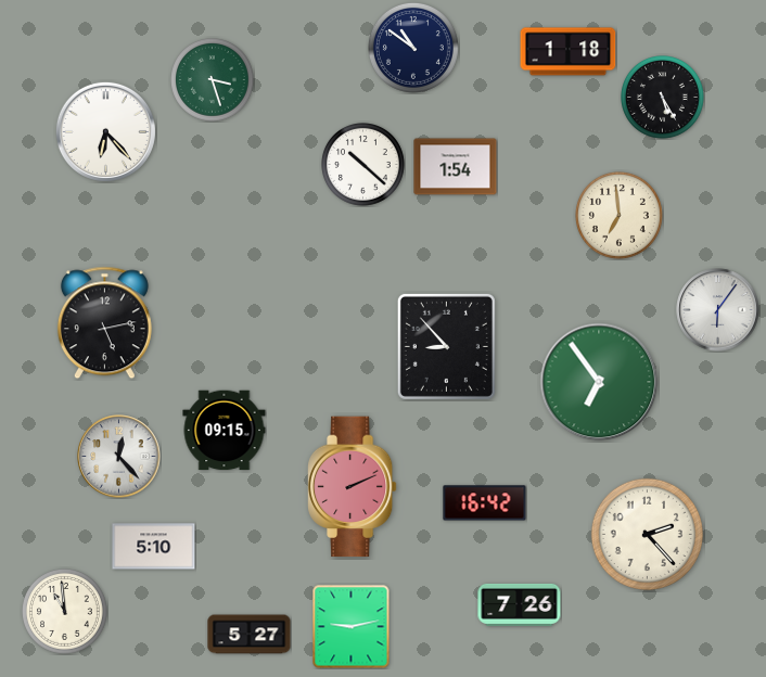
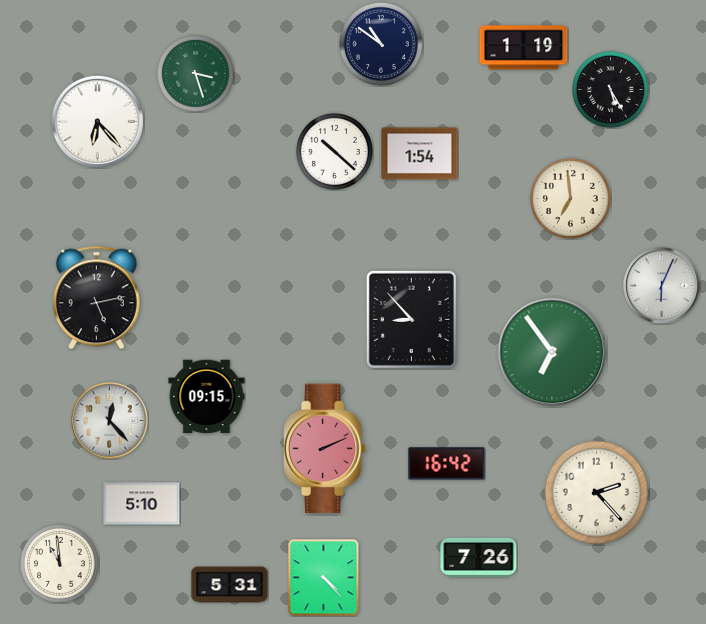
clock at (569, 52): 1:18 -> 1:19
clock at (718, 310): 6:06 -> 6:04
clock at (352, 627): 9:13 -> 4:23
clock at (250, 635): 5:27 -> 5:31
